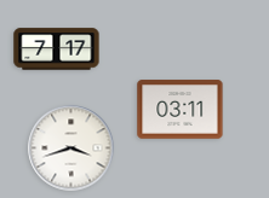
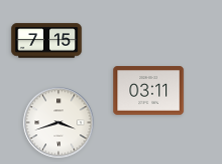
clock at (57, 49): 7:17 -> 7:15
